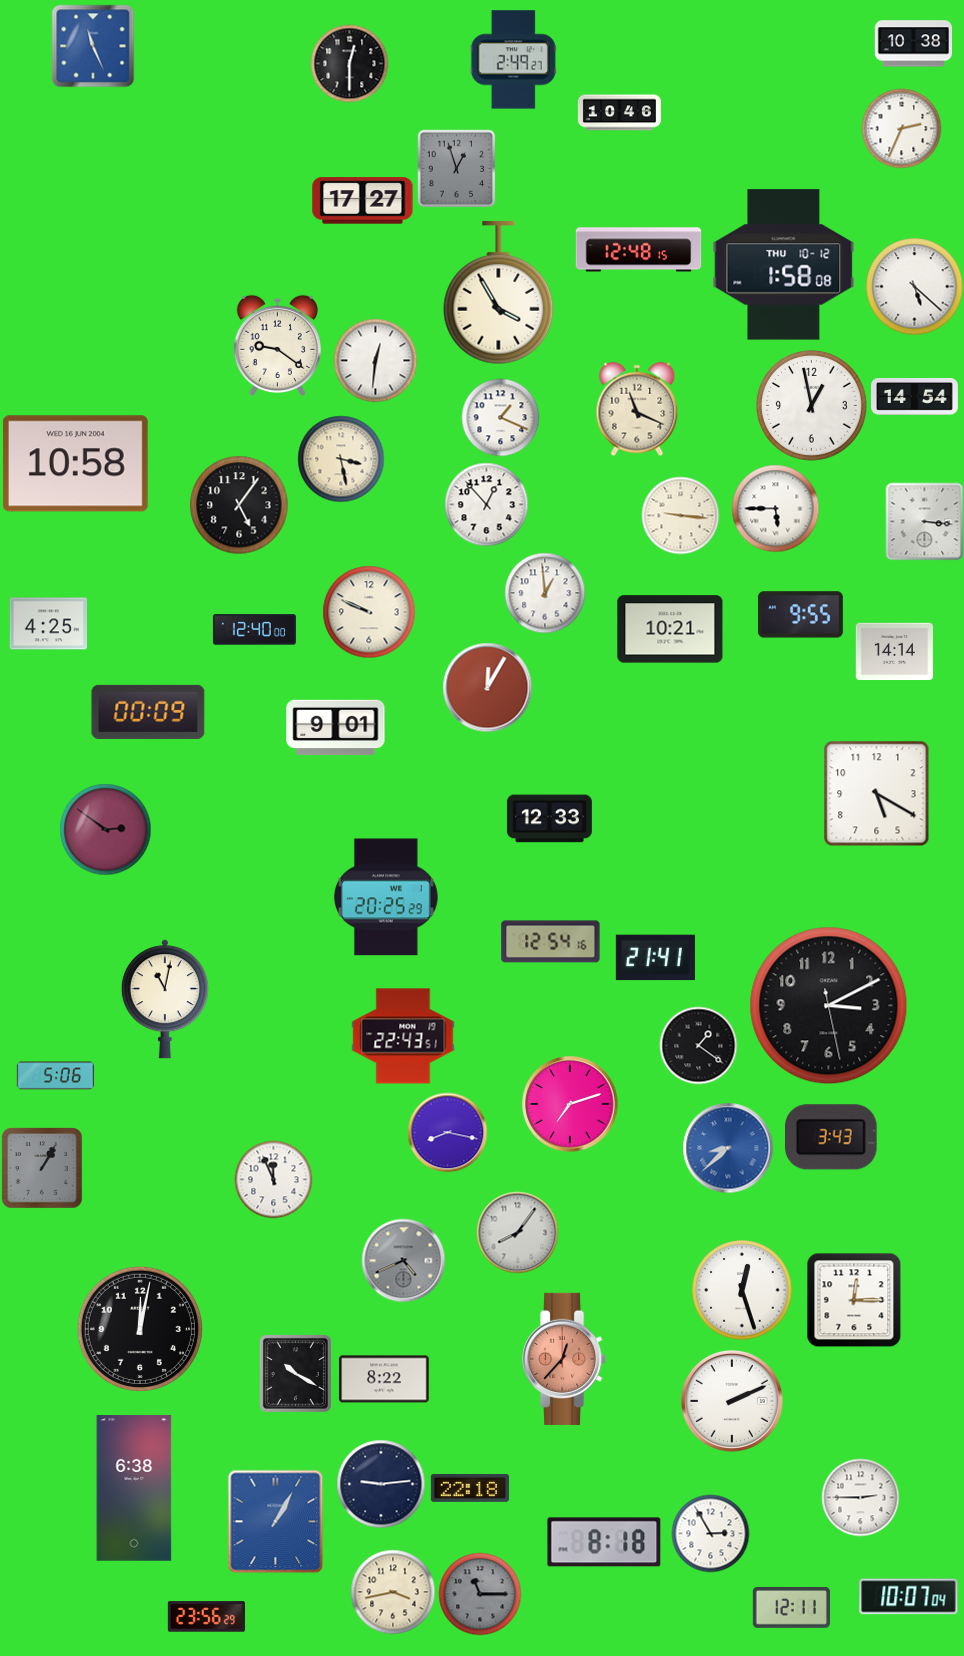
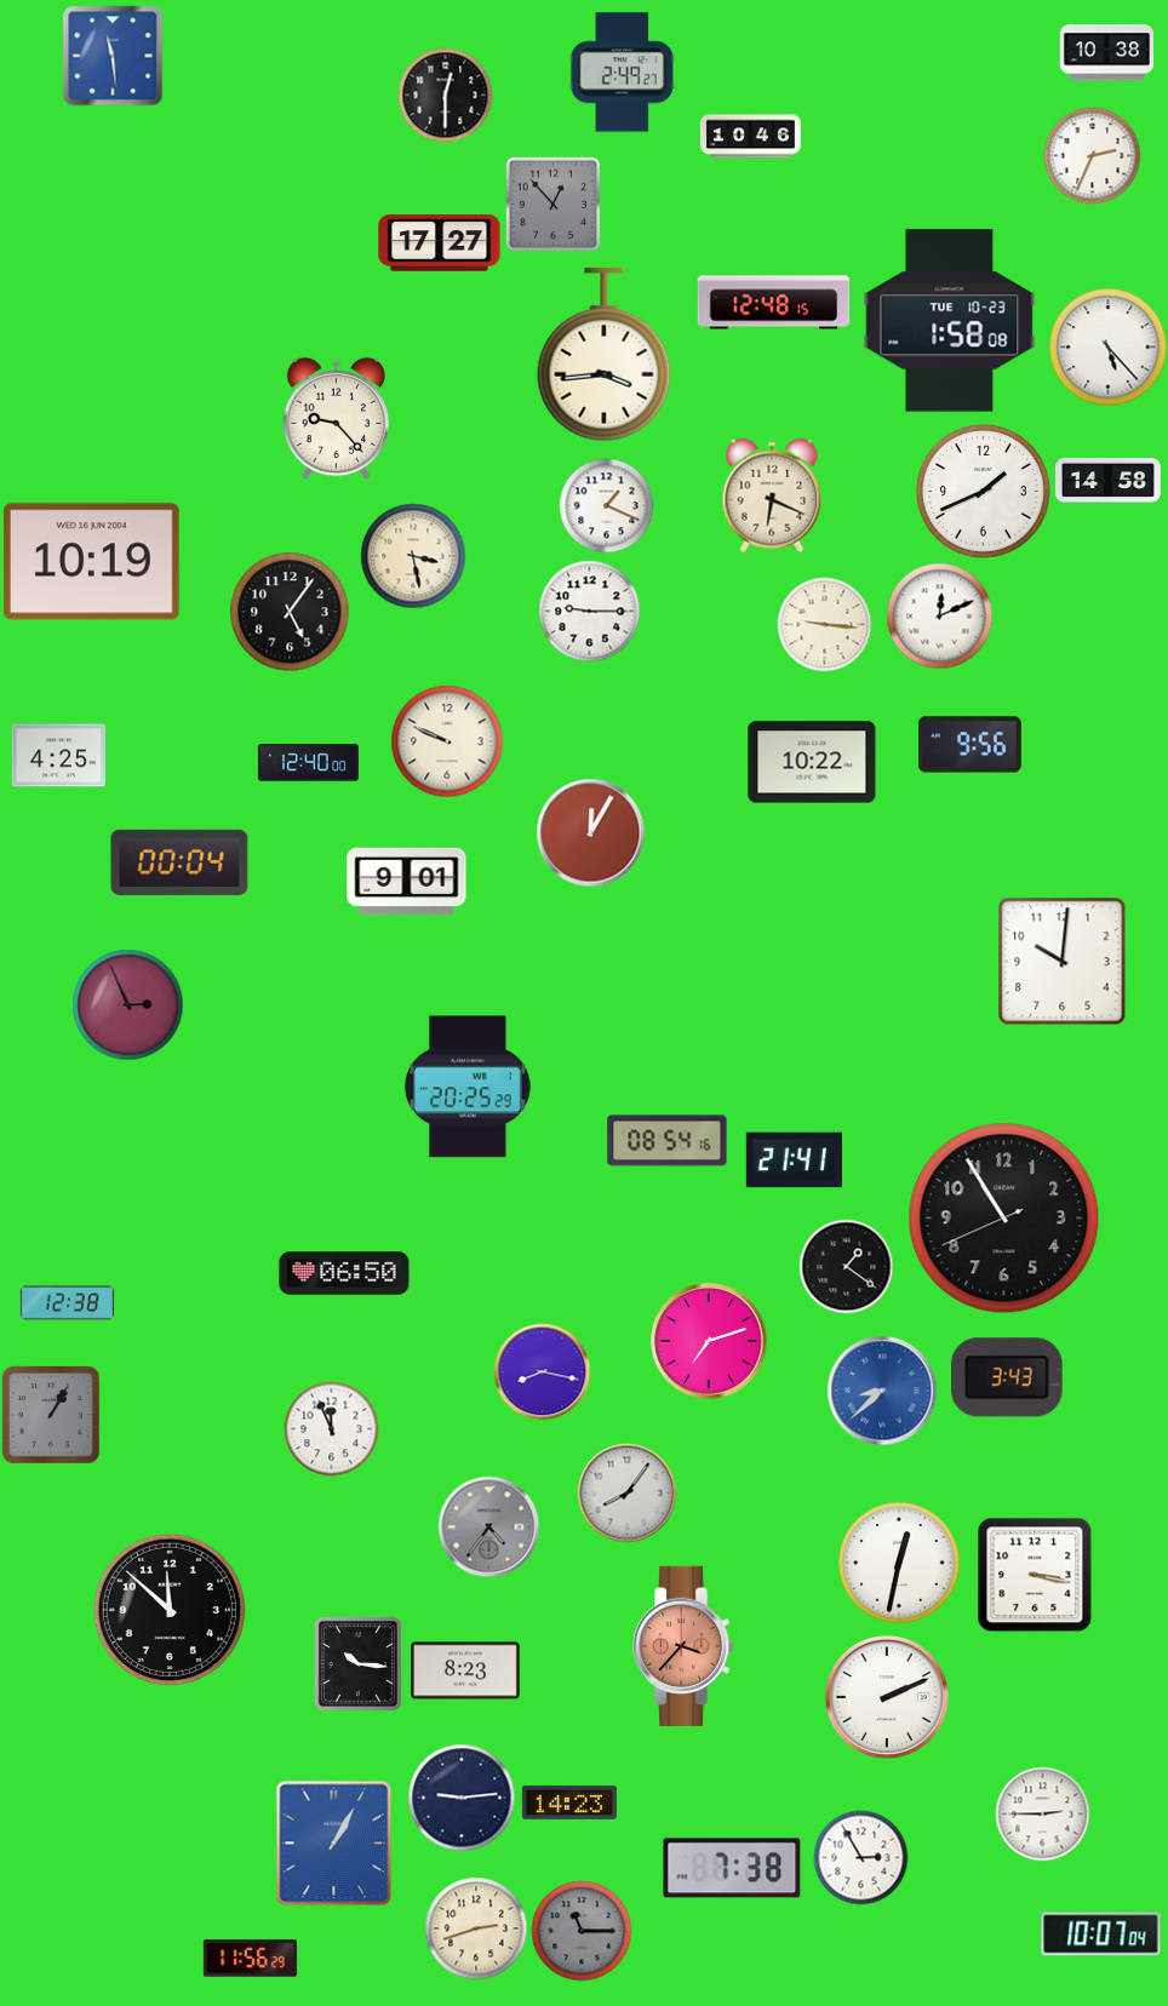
clock at (93, 46): 11:26 -> 11:29
clock at (349, 63) position: (349, 63) -> (445, 94)
clock at (456, 168): 12:57 -> 12:53
clock at (784, 265) date: THU 10-12 -> TUE 10-23
clock at (914, 286): 5:22 -> 5:23
clock at (499, 293): 3:55 -> 3:44
clock at (277, 345): 9:21 -> 9:23
clock at (375, 360): 12:31 -> none
clock at (915, 397): 14:54 -> 14:58
clock at (811, 405): 12:58 -> 1:41
clock at (637, 409): 11:19 -> 6:19
clock at (76, 464): 10:58 -> 10:19
clock at (486, 504): 12:53 -> 9:15
clock at (775, 508): 5:45 -> 12:11
clock at (924, 521): 3:16 -> none
clock at (545, 593): 12:59 -> none
clock at (800, 615): 9:55 -> 9:56
clock at (670, 629): 10:21 -> 10:22
clock at (894, 652): 14:14 -> none
clock at (148, 712): 00:09 -> 00:04
clock at (877, 794): 5:20 -> 10:01
clock at (549, 819): 12:33 -> none
clock at (105, 829): 2:51 -> 2:56
clock at (551, 942): 12:54 -> 08:54
clock at (165, 999): 11:02 -> none
clock at (829, 1006): 3:10 -> 10:54
clock at (403, 1036): 22:43 -> none
clock at (344, 1273): none -> 06:50
clock at (55, 1076): 5:06 -> 12:38
clock at (570, 1104) position: (570, 1104) -> (709, 1341)
clock at (403, 1260): 4:41 -> 4:36
clock at (742, 1290): 12:27 -> 12:32
clock at (854, 1300): 12:15 -> 3:17
clock at (140, 1329): 12:02 -> 11:52
clock at (565, 1359): 12:37 -> 3:37
clock at (295, 1373): 10:20 -> 10:16
clock at (384, 1379): 8:22 -> 8:23
clock at (134, 1488): 6:38 -> none
clock at (470, 1488): 22:18 -> 14:23
clock at (604, 1542): 8:18 -> 7:38
clock at (393, 1592): 3:43 -> 2:42
clock at (791, 1607): 12:11 -> none
clock at (206, 1617): 23:56 -> 11:56
